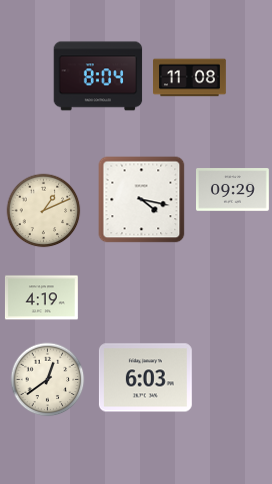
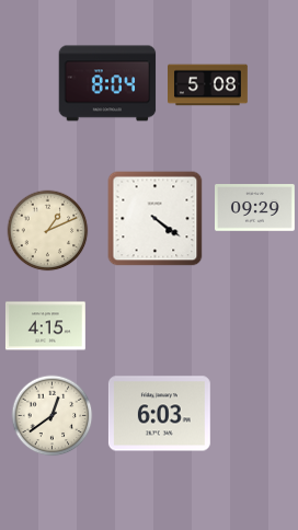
clock at (190, 78): 11:08 -> 5:08
clock at (142, 200): 4:17 -> 4:21
clock at (41, 298): 4:19 -> 4:15
